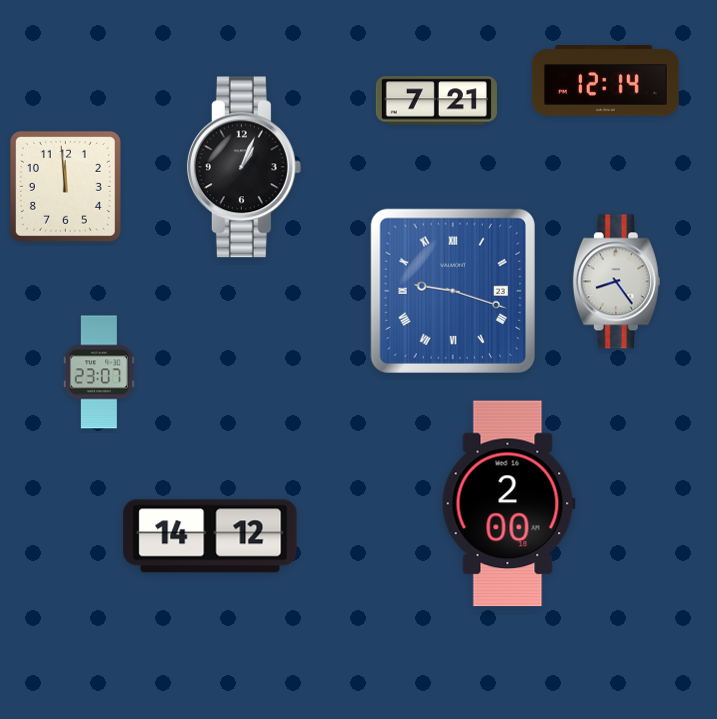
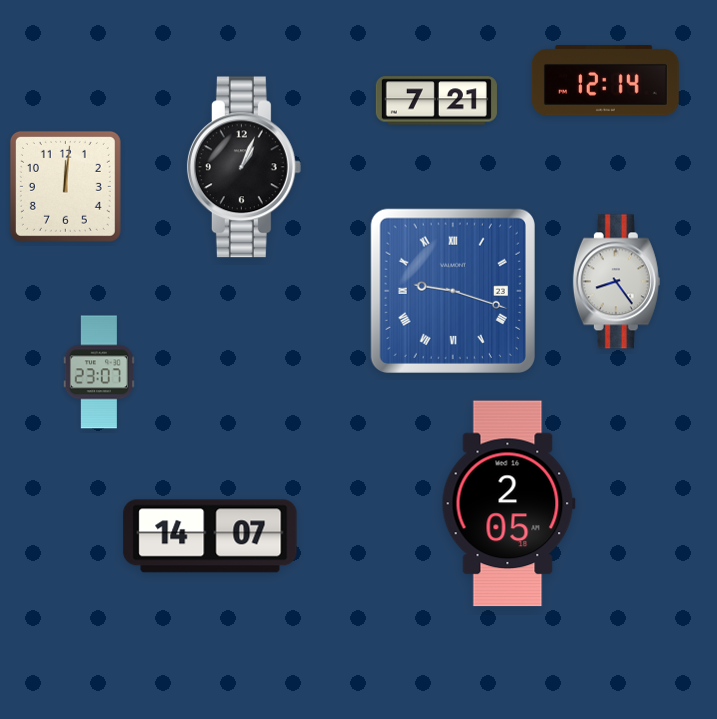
clock at (65, 186): 11:59 -> 12:01
clock at (508, 504): 2:00 -> 2:05
clock at (210, 536): 14:12 -> 14:07
